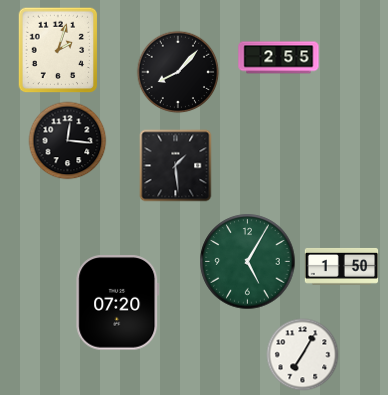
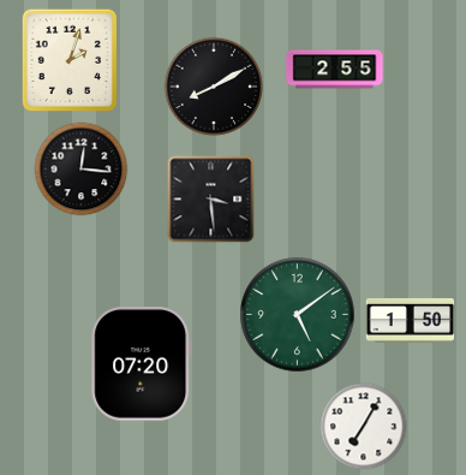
clock at (178, 72): 8:07 -> 8:10
clock at (176, 166): 1:29 -> 3:29
clock at (248, 262): 5:05 -> 5:09
